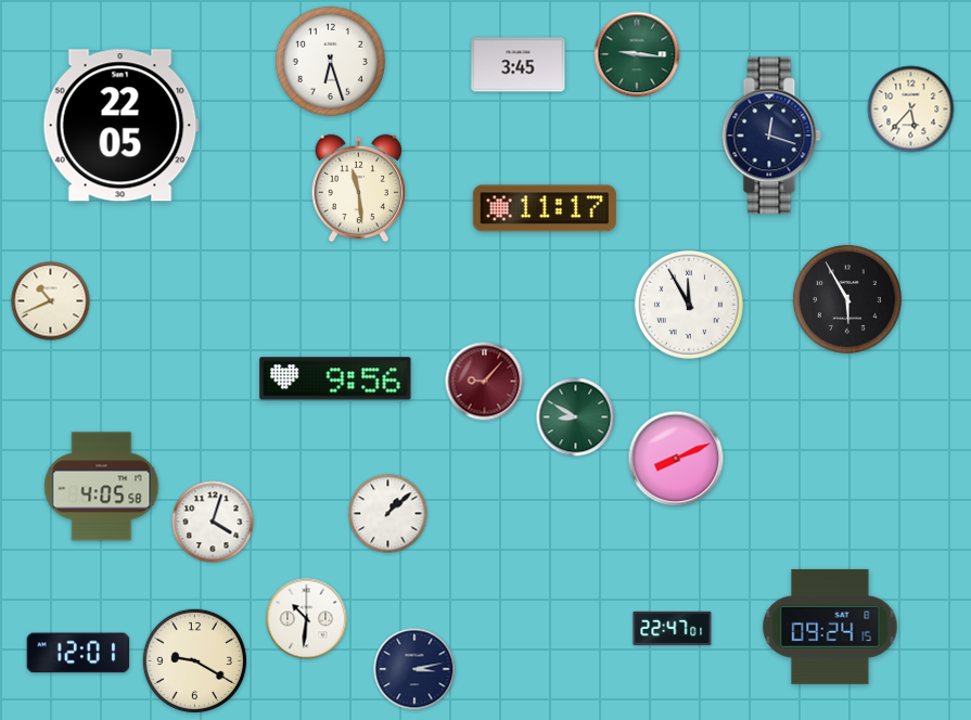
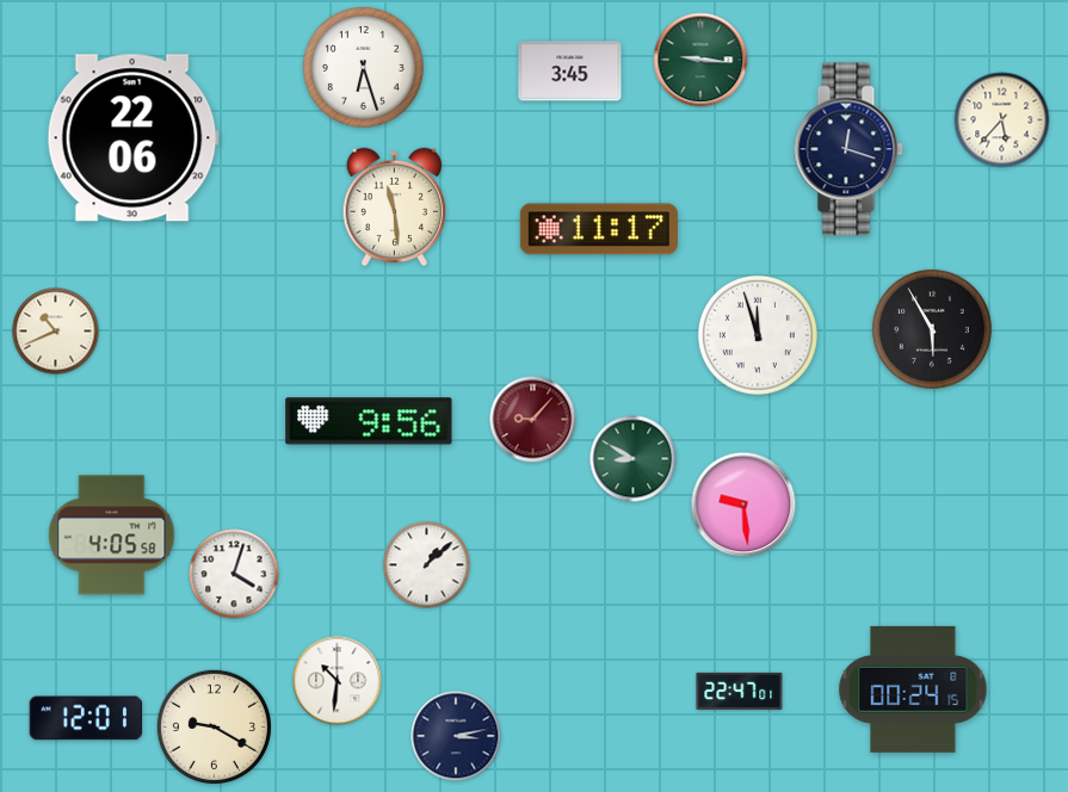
clock at (120, 126): 22:05 -> 22:06
clock at (689, 305): 11:55 -> 11:57
clock at (335, 378) position: (335, 378) -> (369, 421)
clock at (676, 459): 8:11 -> 9:29
clock at (830, 627): 09:24 -> 00:24
